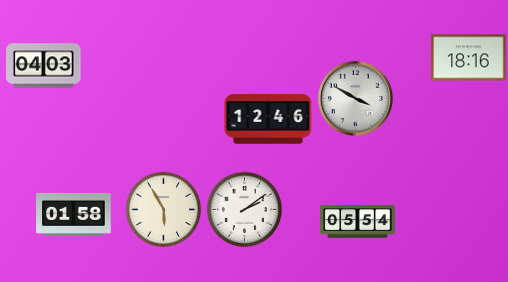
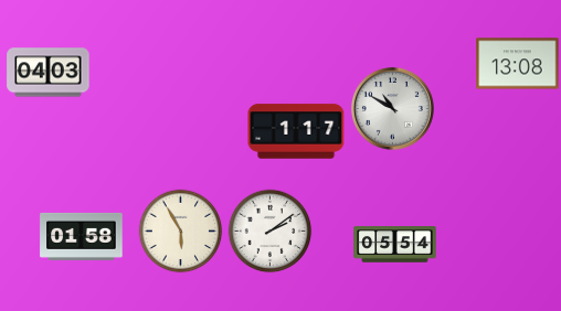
clock at (469, 58): 18:16 -> 13:08
clock at (355, 98): 3:50 -> 10:50
clock at (268, 119): 12:46 -> 1:17
